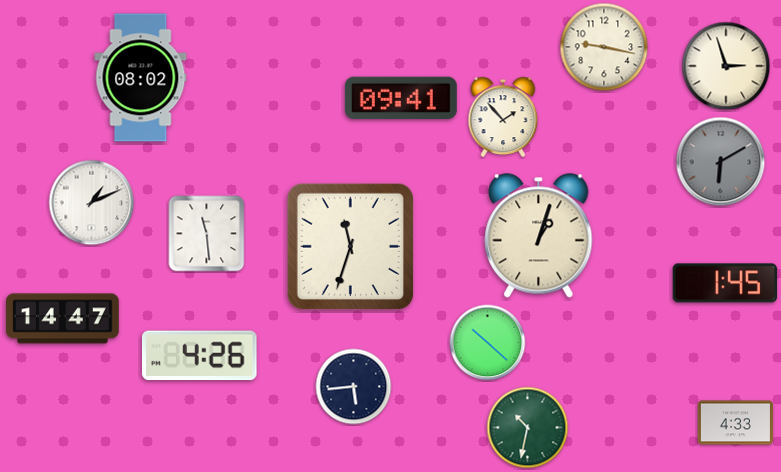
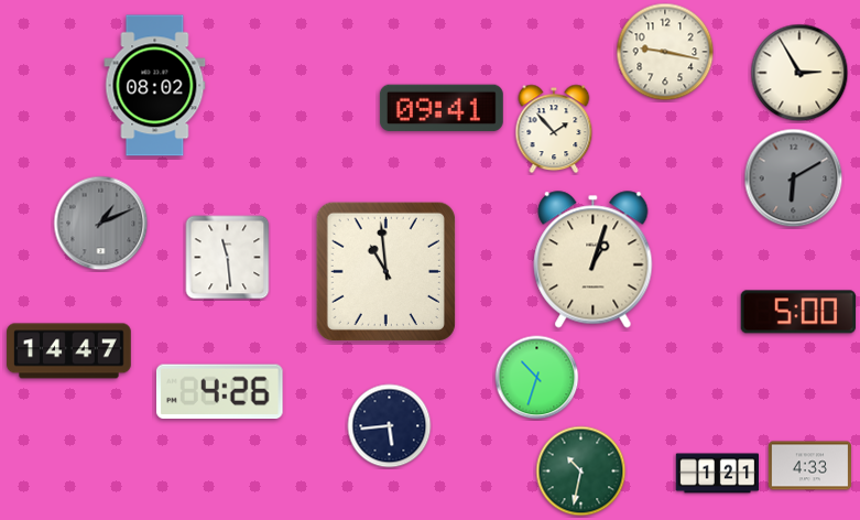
clock at (726, 66): 2:57 -> 2:55
clock at (92, 203) dial: white -> grey
clock at (350, 246): 11:33 -> 10:59
clock at (725, 283): 1:45 -> 5:00
clock at (488, 343): 10:22 -> 10:33
clock at (717, 474): none -> 1:21
